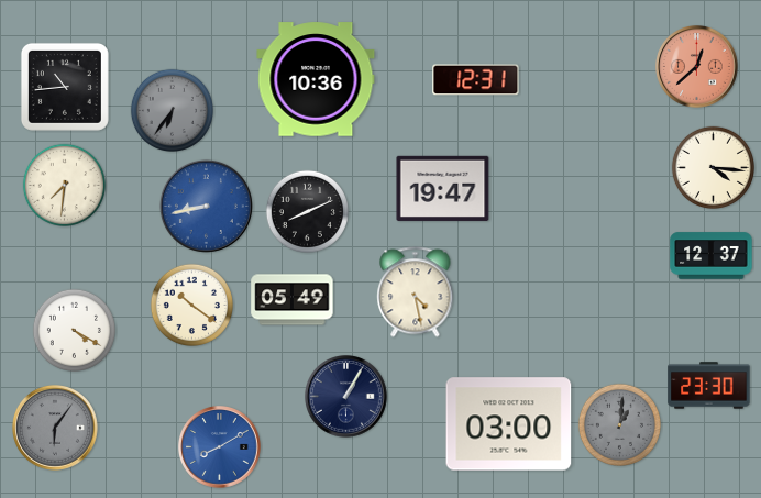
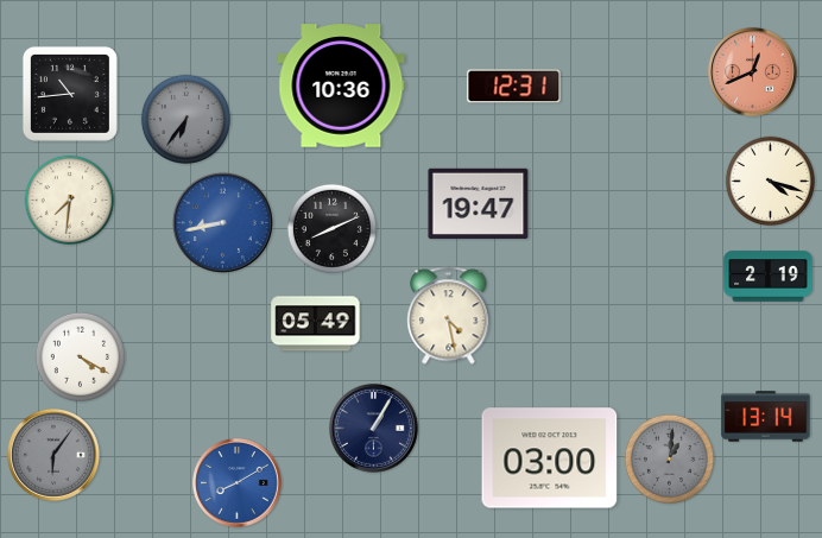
clock at (697, 67): 12:38 -> 12:41
clock at (713, 167): 4:16 -> 4:18
clock at (712, 256): 12:37 -> 2:19
clock at (191, 305): 10:21 -> none
clock at (709, 386): 23:30 -> 13:14
clock at (56, 429) position: (56, 429) -> (55, 456)
